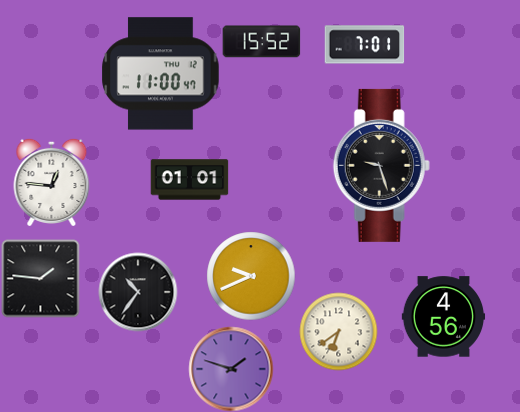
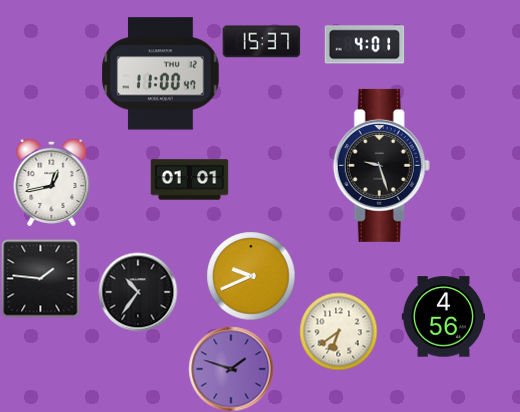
clock at (261, 42): 15:52 -> 15:37
clock at (364, 45): 7:01 -> 4:01
clock at (52, 182): 12:46 -> 12:43
